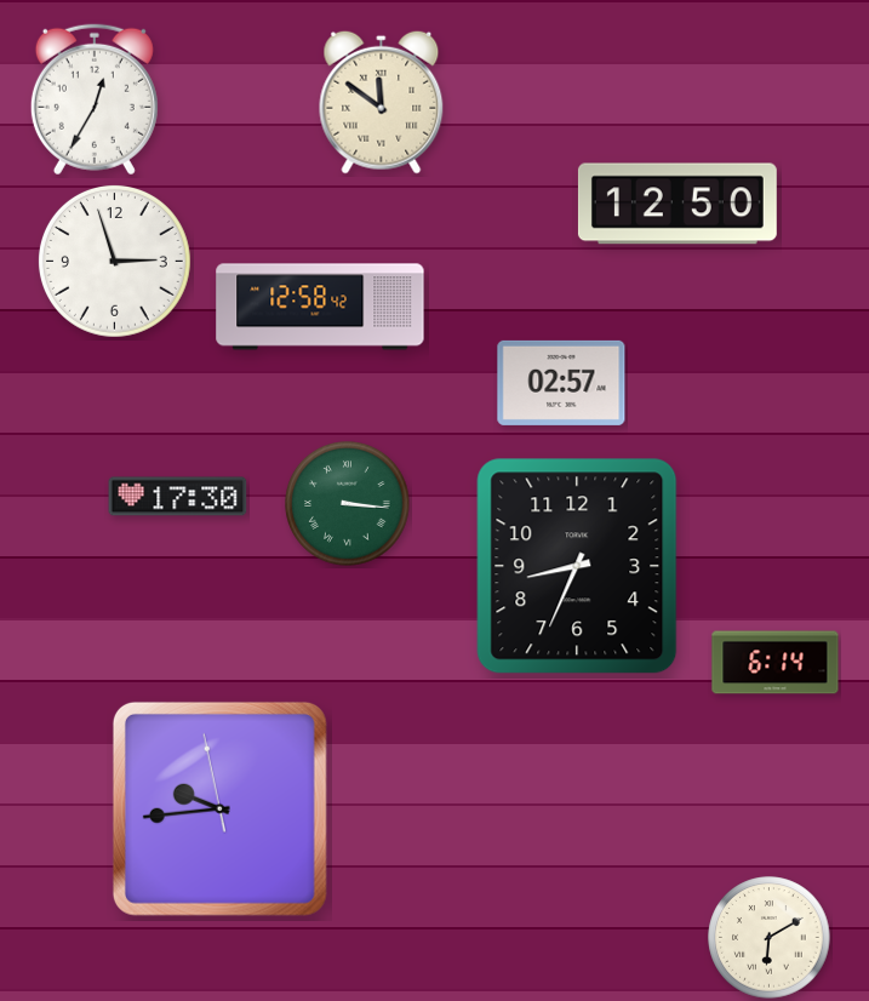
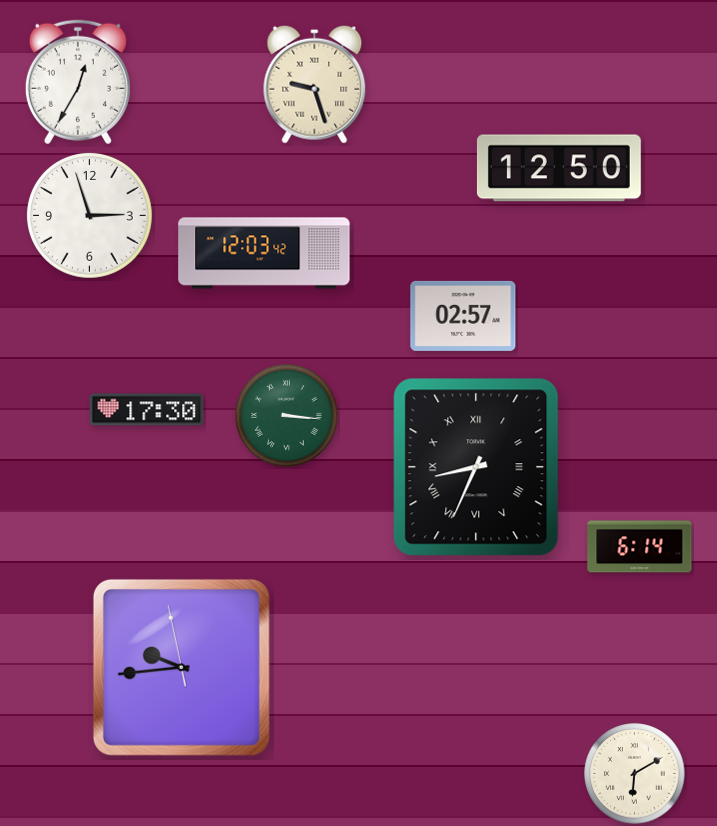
clock at (382, 102): 11:51 -> 9:27
clock at (114, 261) position: (114, 261) -> (89, 215)
clock at (320, 307): 12:58 -> 12:03
clock at (577, 566) numerals: Arabic -> Roman
